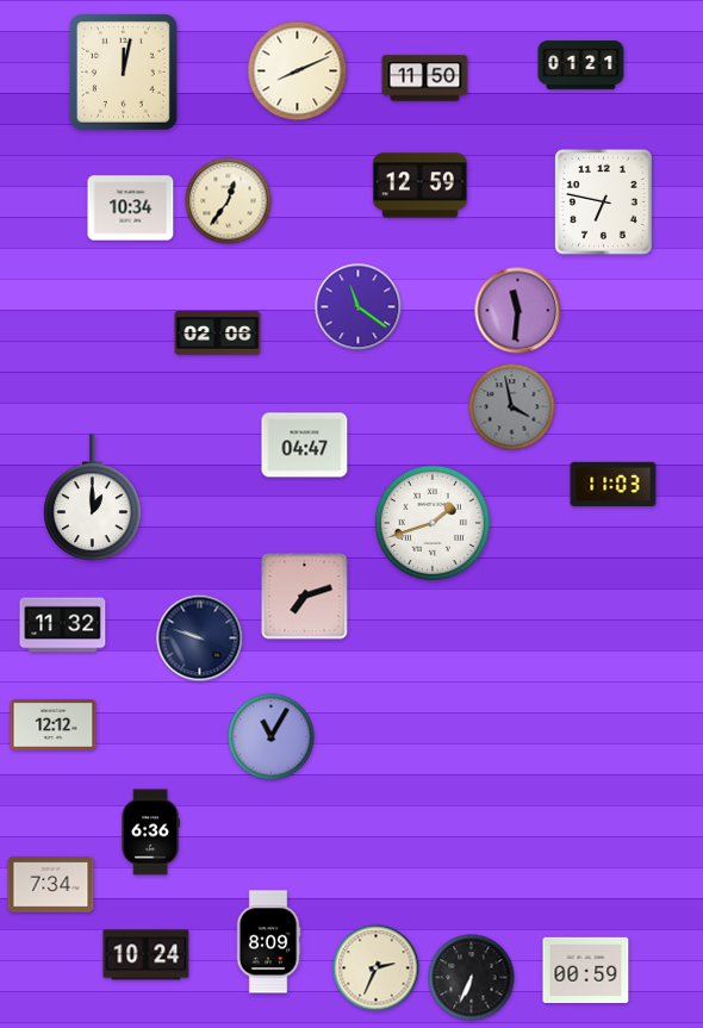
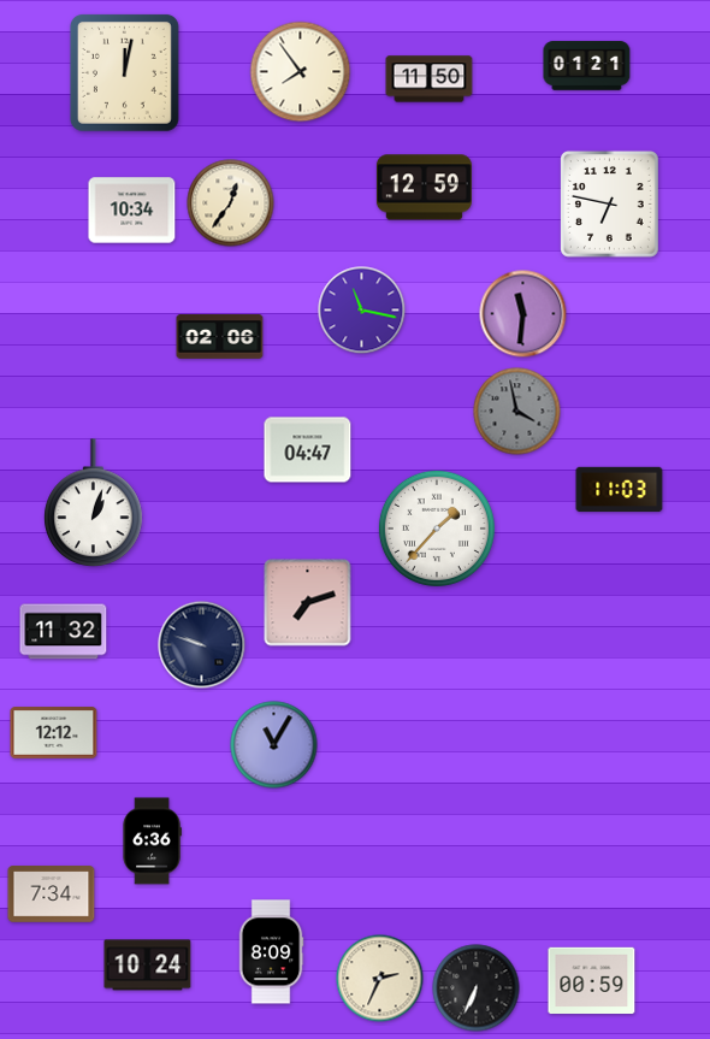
clock at (298, 71): 8:11 -> 7:54
clock at (359, 307): 11:21 -> 11:17
clock at (93, 498): 1:00 -> 1:03
clock at (433, 523): 1:42 -> 1:37
